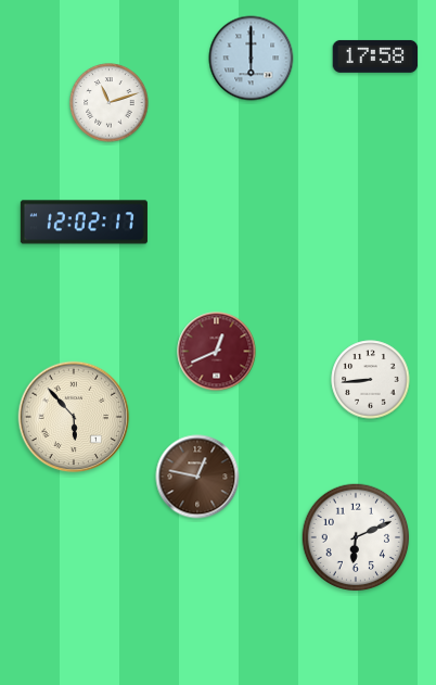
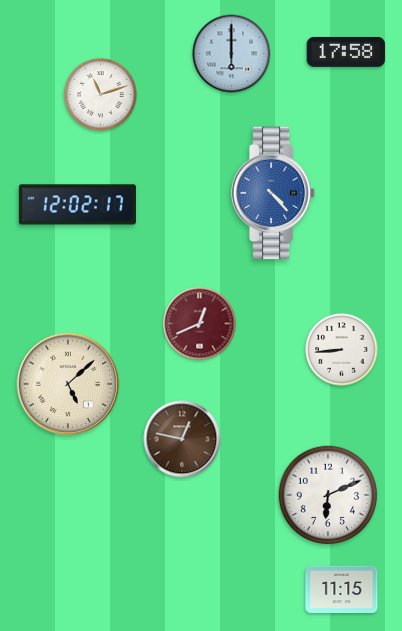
clock at (273, 193): none -> 4:23
clock at (74, 417): 5:53 -> 5:08
clock at (342, 589): none -> 11:15
